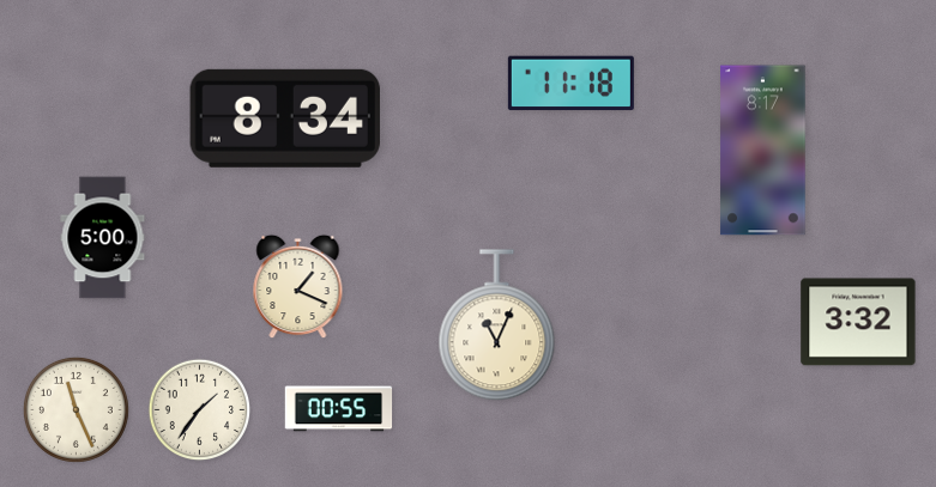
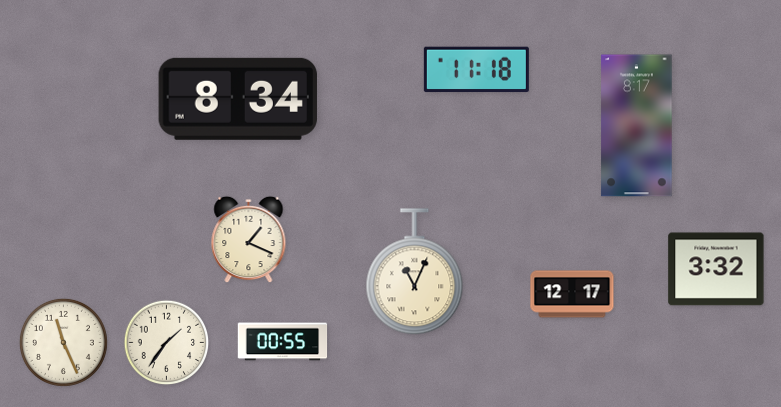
clock at (103, 238): 5:00 -> none
clock at (572, 294): none -> 12:17
